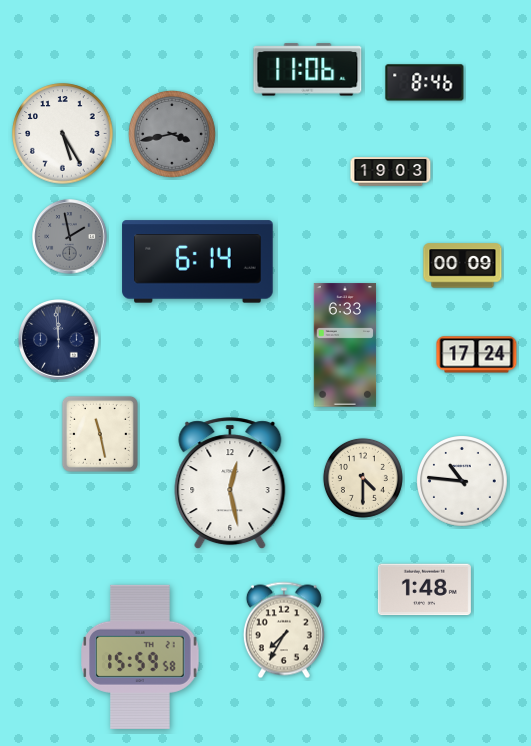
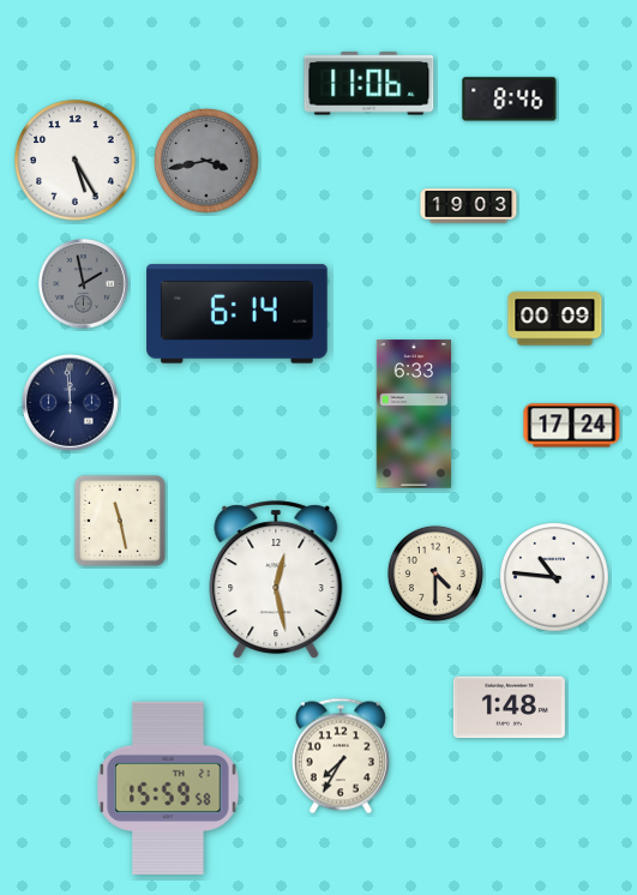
clock at (59, 340) position: (59, 340) -> (71, 403)
